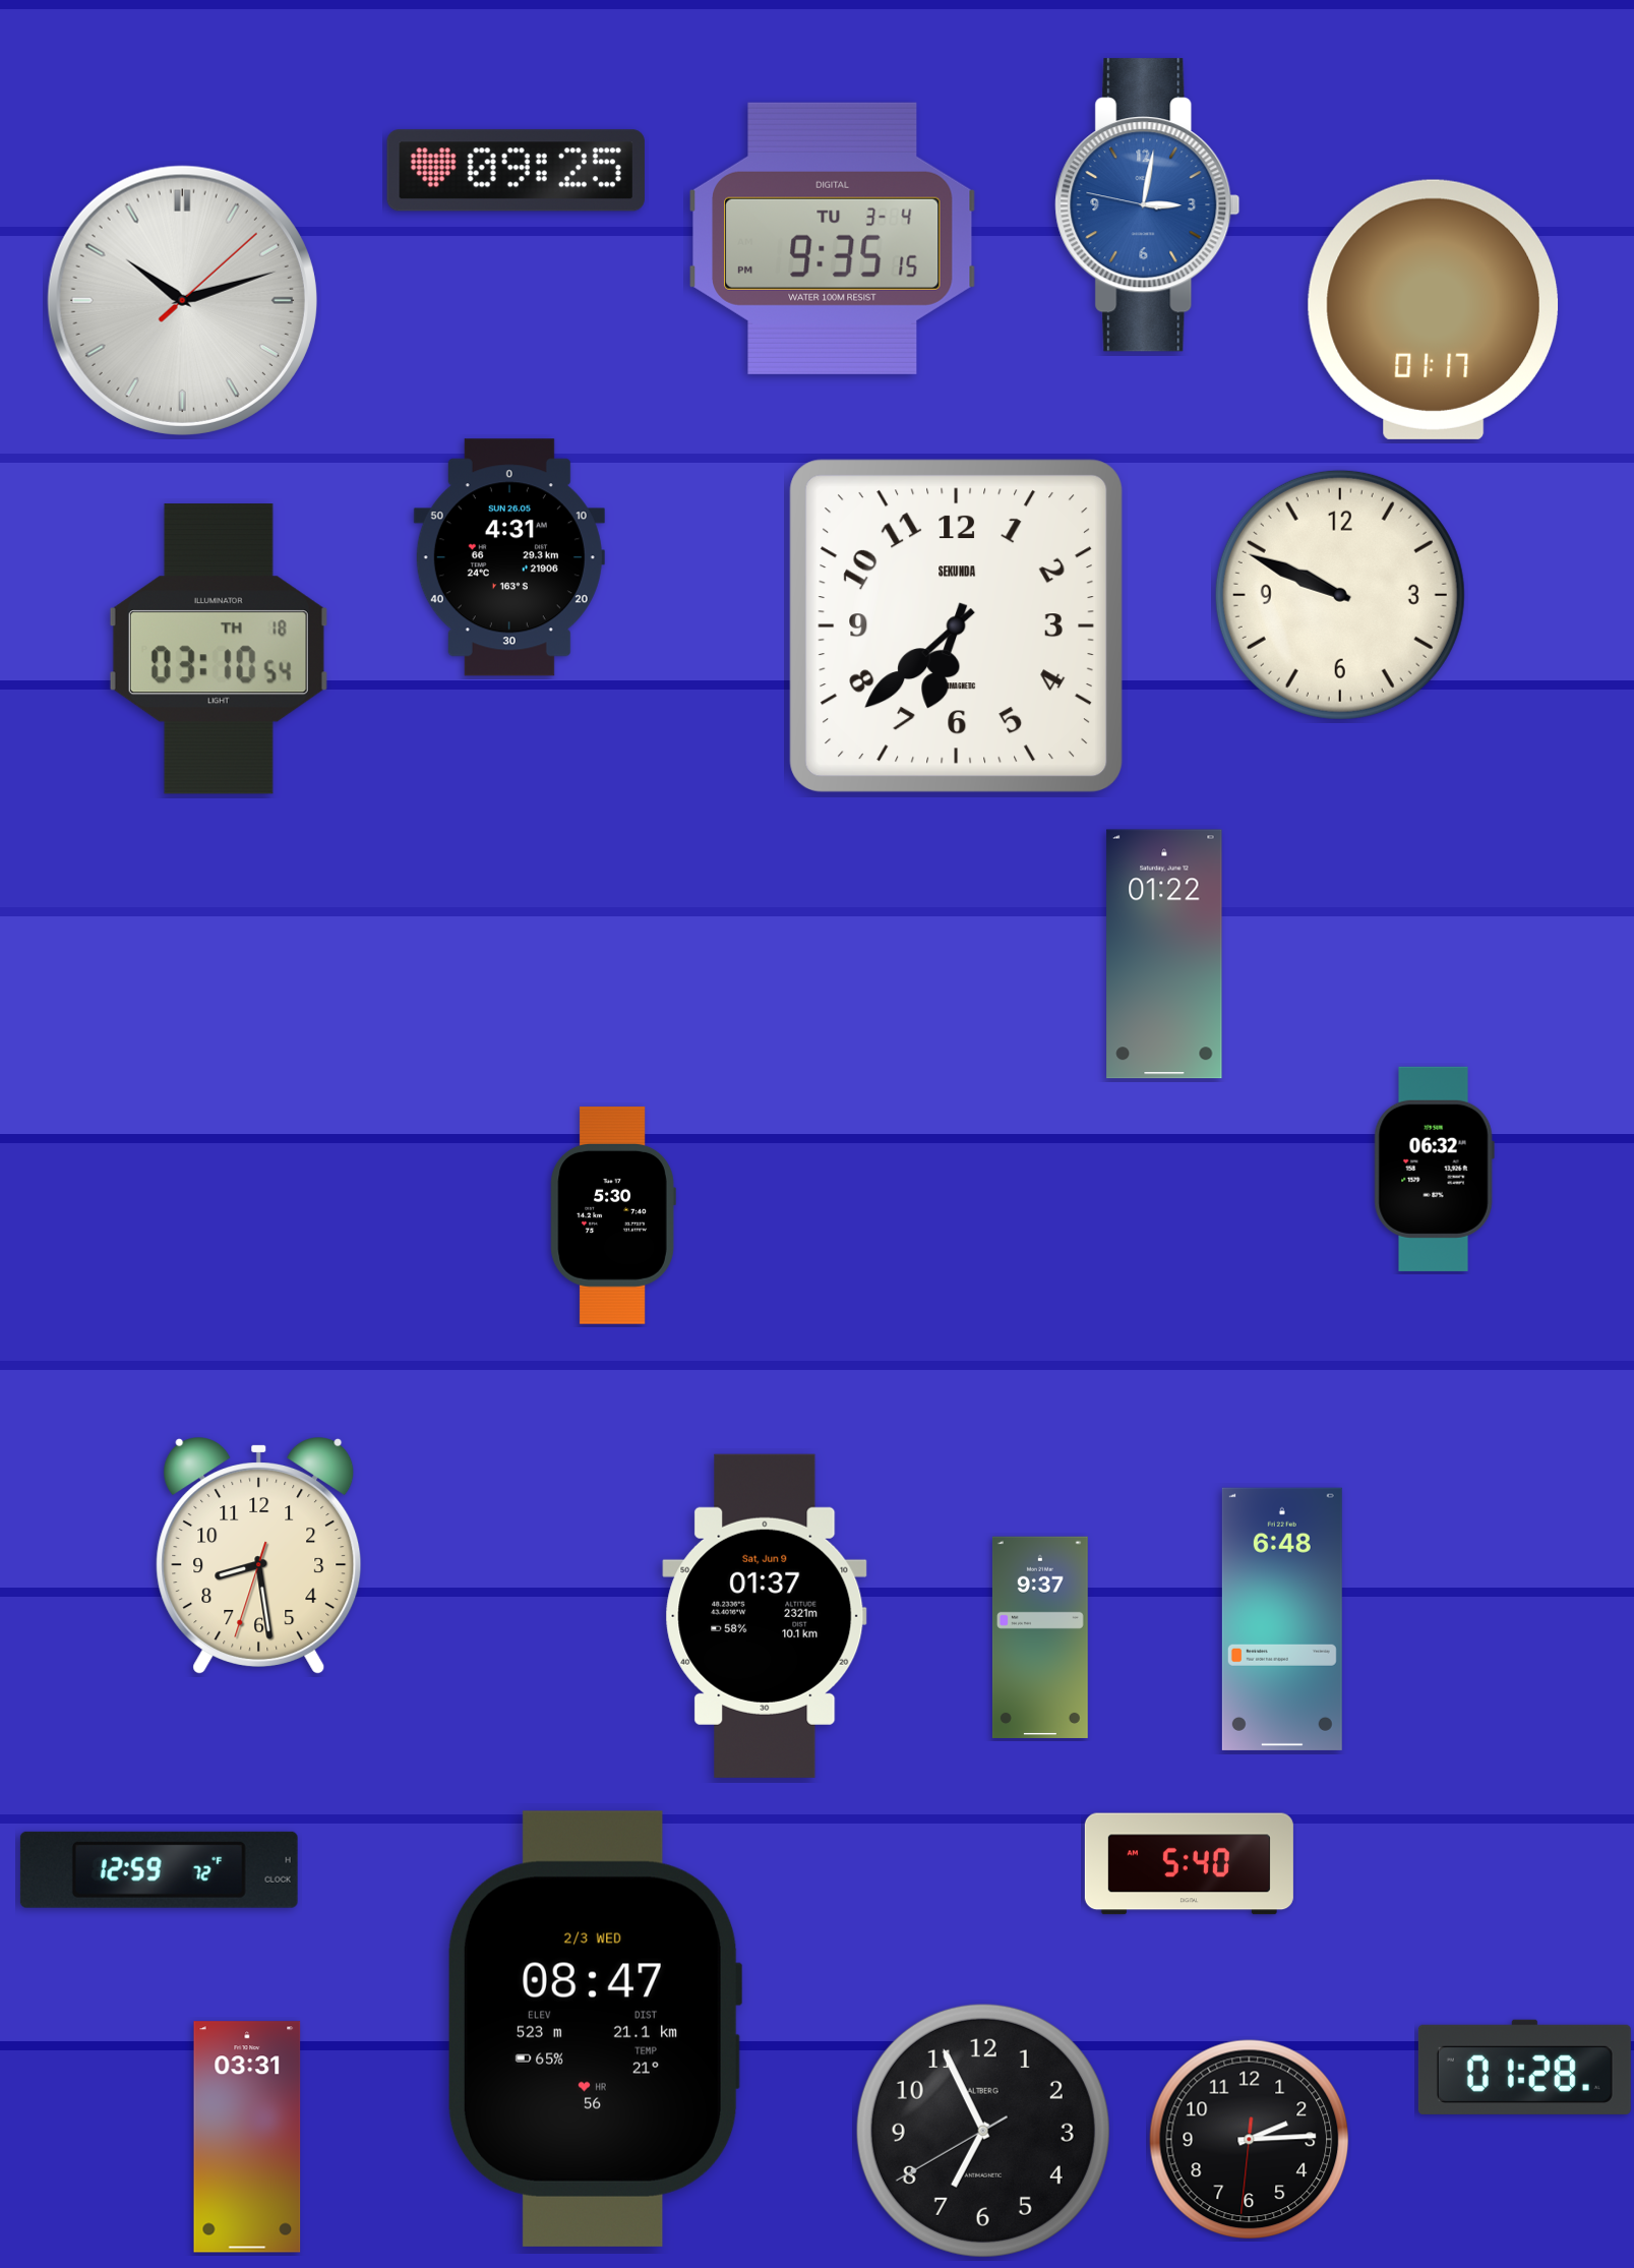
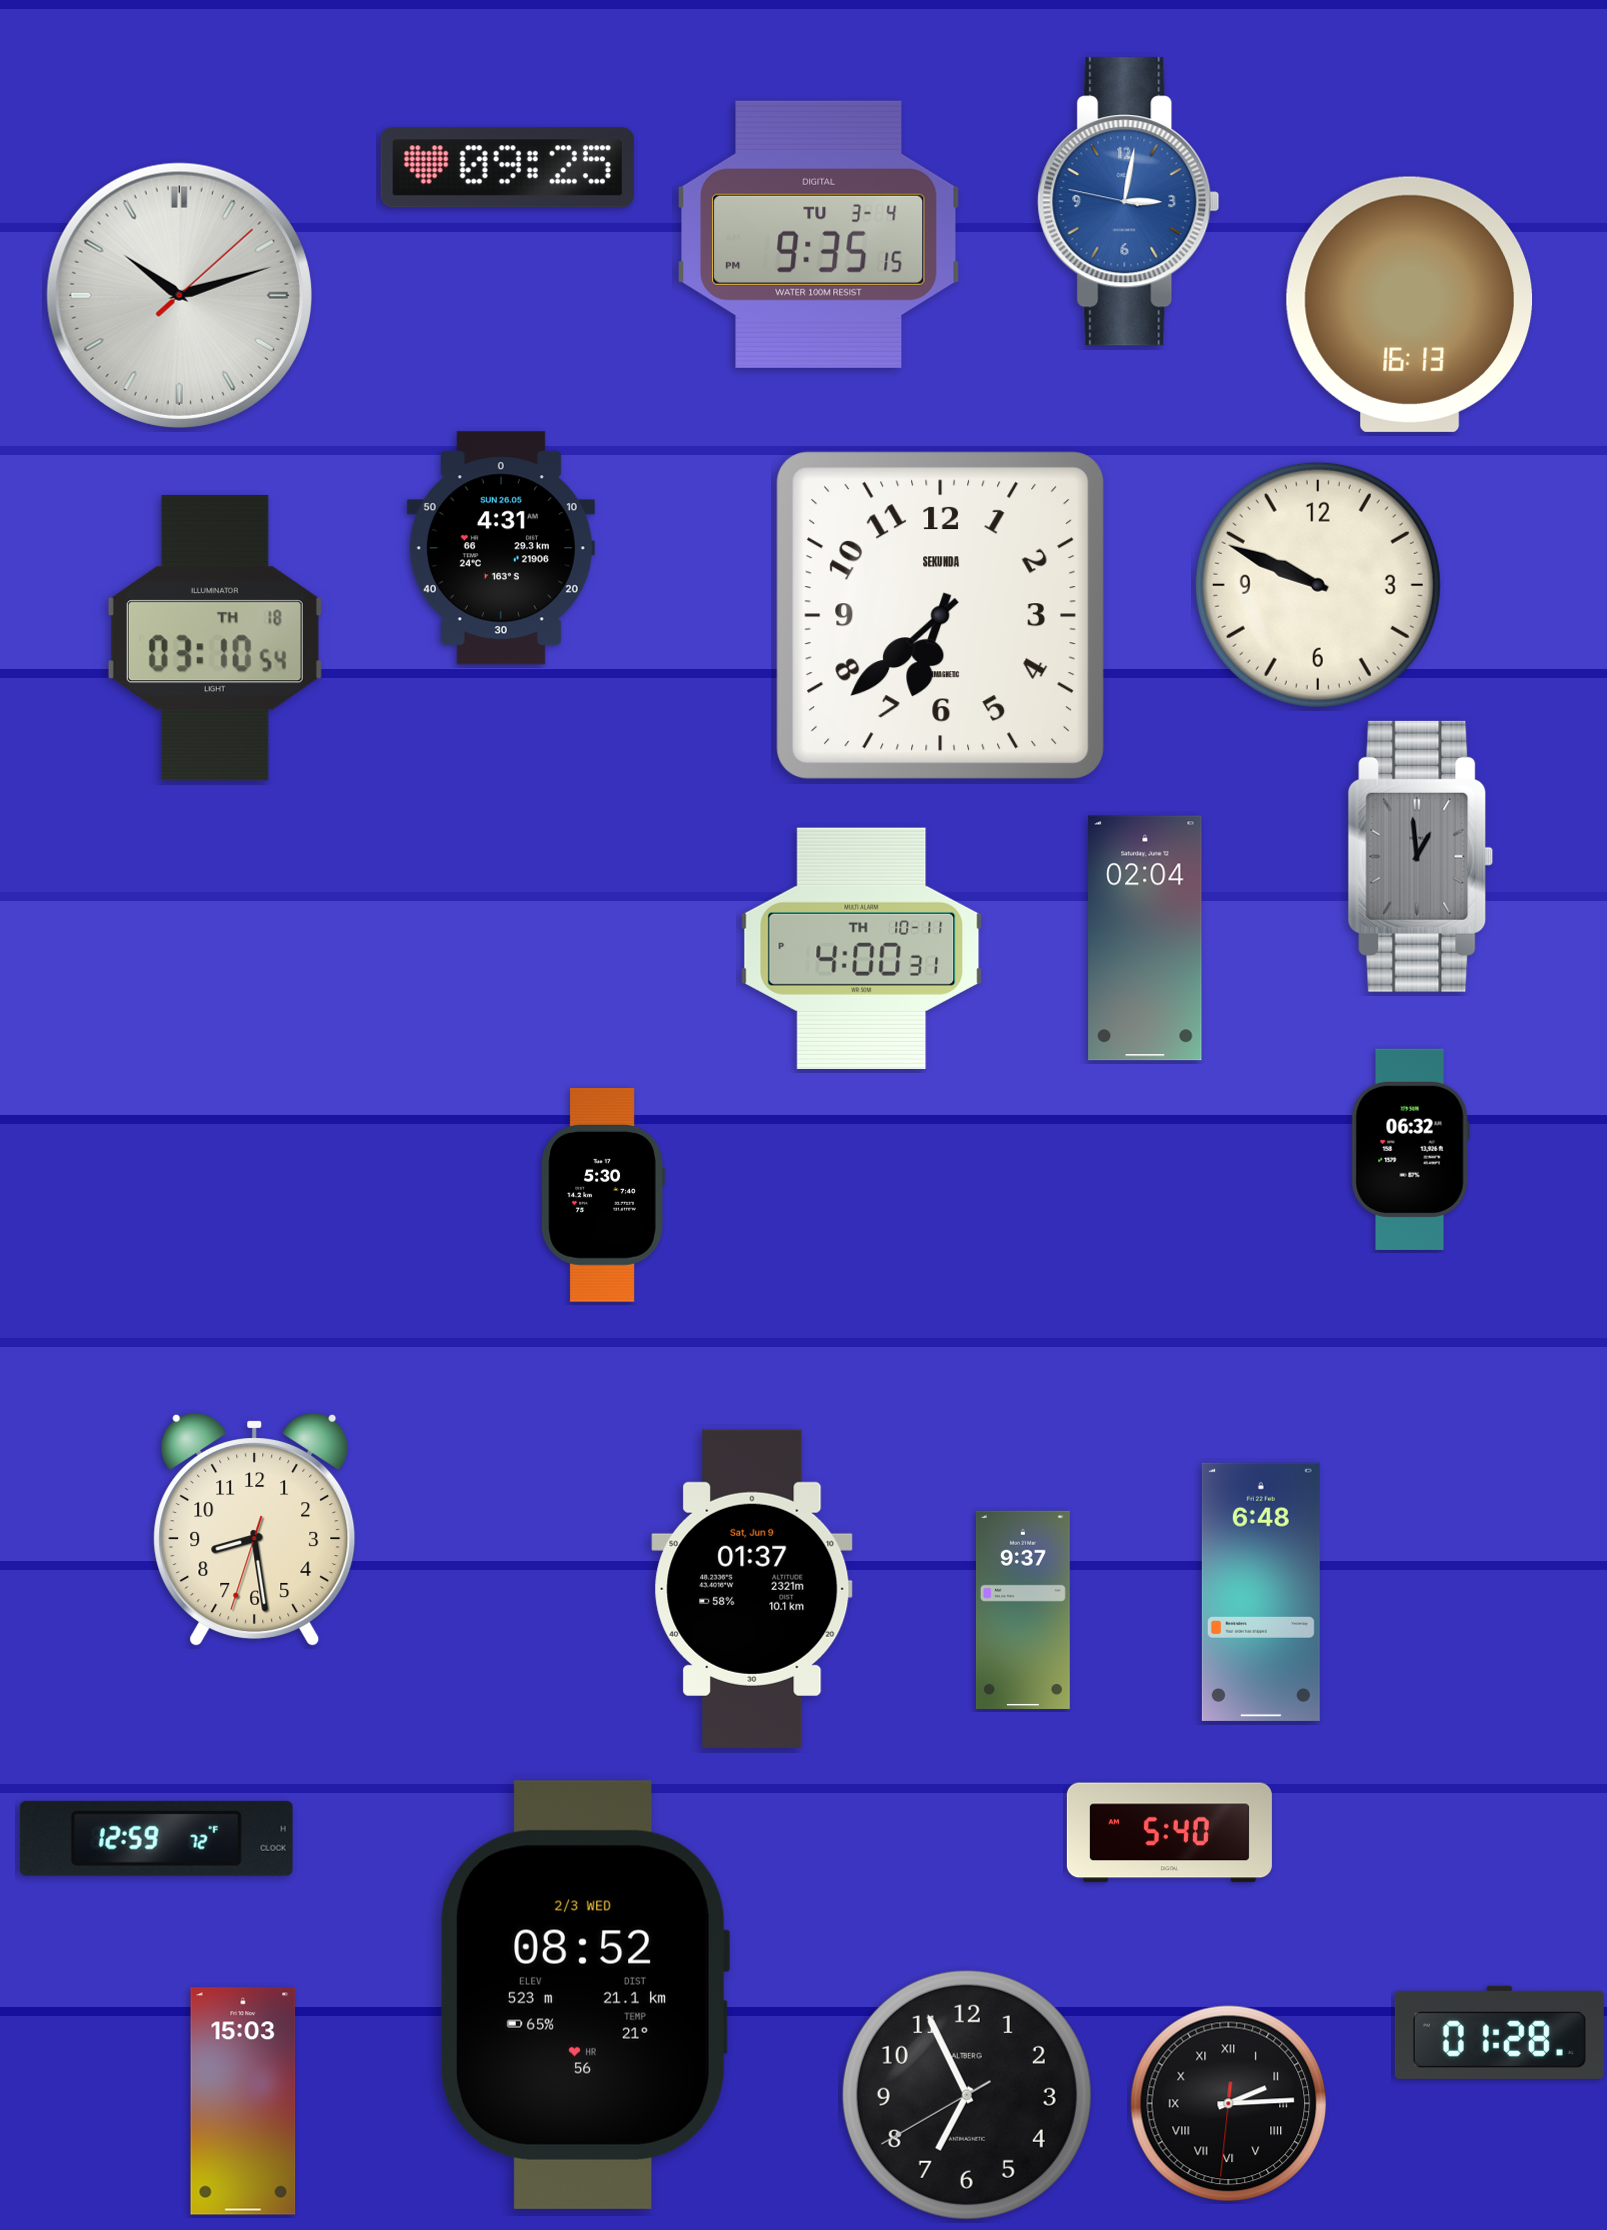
clock at (1433, 309): 01:17 -> 16:13
clock at (1421, 856): none -> 12:59
clock at (1164, 954): 01:22 -> 02:04
clock at (862, 948): none -> 4:00
clock at (595, 2029): 08:47 -> 08:52
clock at (247, 2137): 03:31 -> 15:03
clock at (1250, 2140) numerals: Arabic -> Roman
